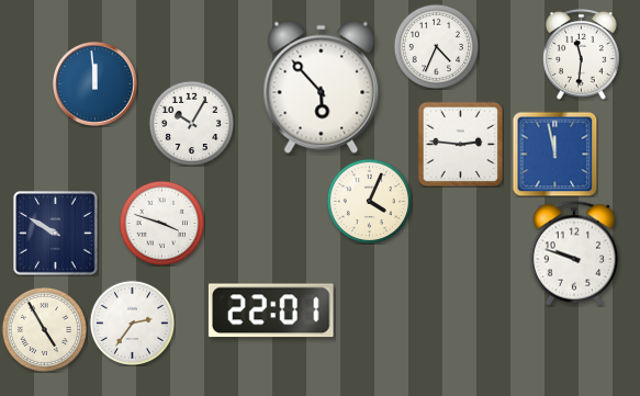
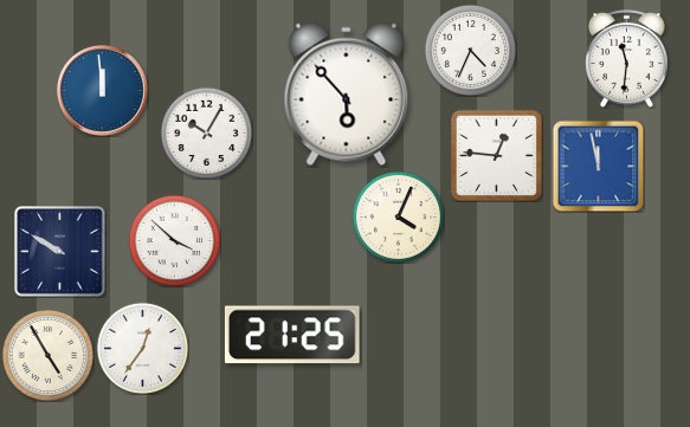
clock at (460, 144): 2:46 -> 12:46
clock at (161, 223): 3:48 -> 3:52
clock at (574, 253): 9:48 -> none
clock at (271, 310): 22:01 -> 21:25
clock at (132, 323): 2:36 -> 12:36
